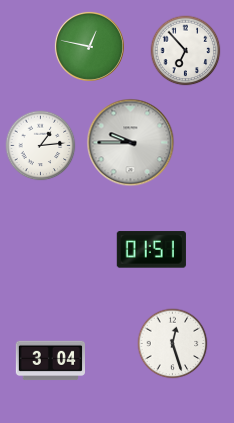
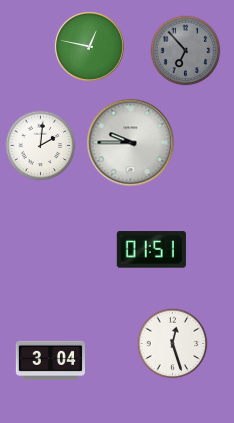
clock at (186, 51) dial: white -> grey
clock at (41, 146): 1:14 -> 2:01
